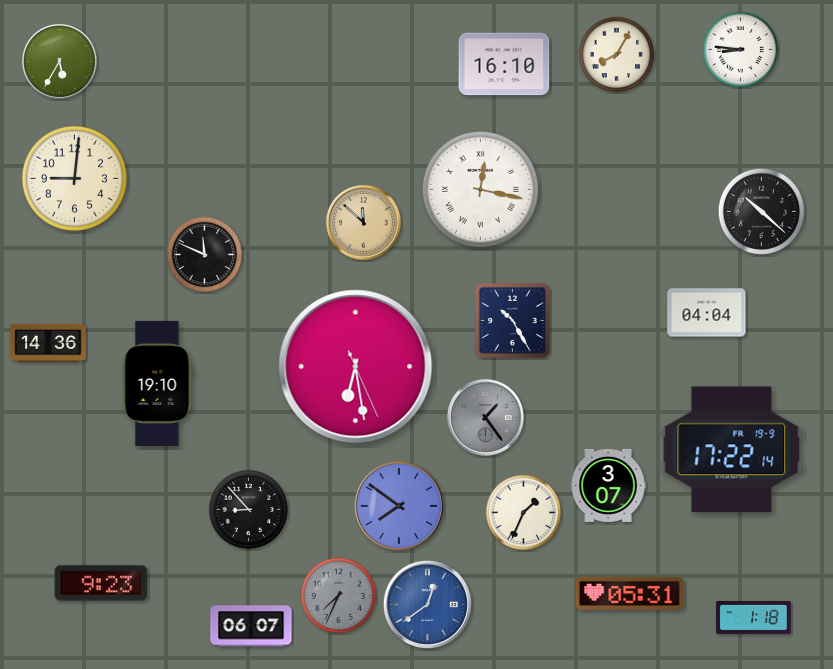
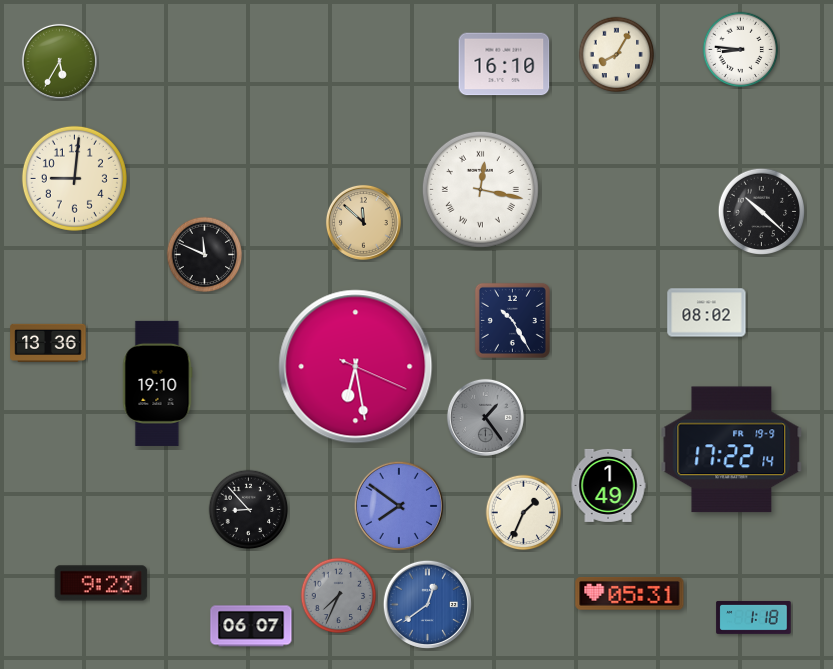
clock at (707, 313): 04:04 -> 08:02
clock at (48, 343): 14:36 -> 13:36
clock at (356, 367): 6:28:26 -> 6:28:19
clock at (608, 485): 3:07 -> 1:49
